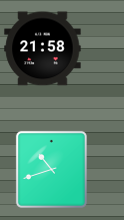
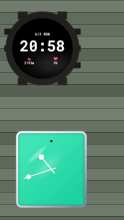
clock at (43, 49): 21:58 -> 20:58
